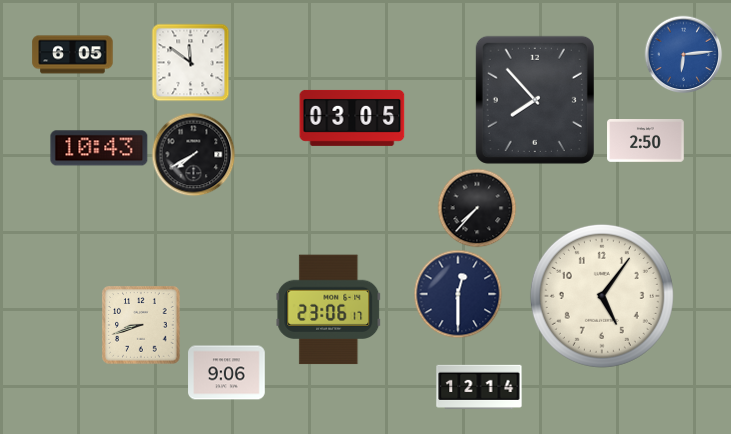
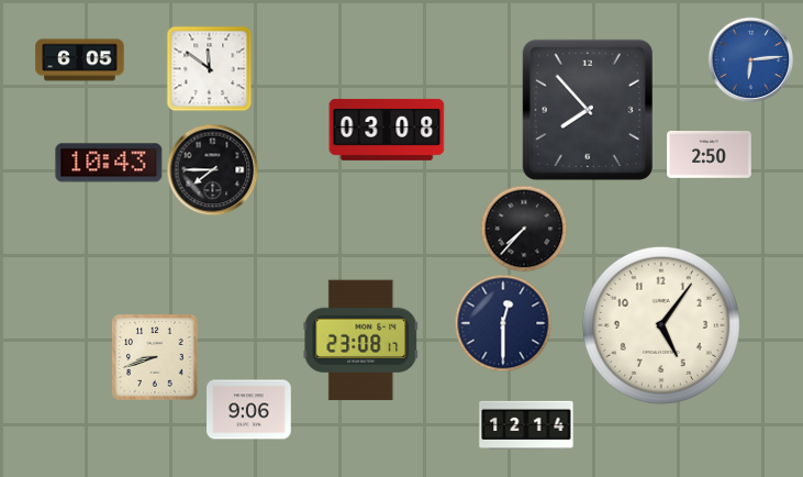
clock at (352, 118): 03:05 -> 03:08
clock at (193, 154): 7:40 -> 7:45
clock at (329, 310): 23:06 -> 23:08
